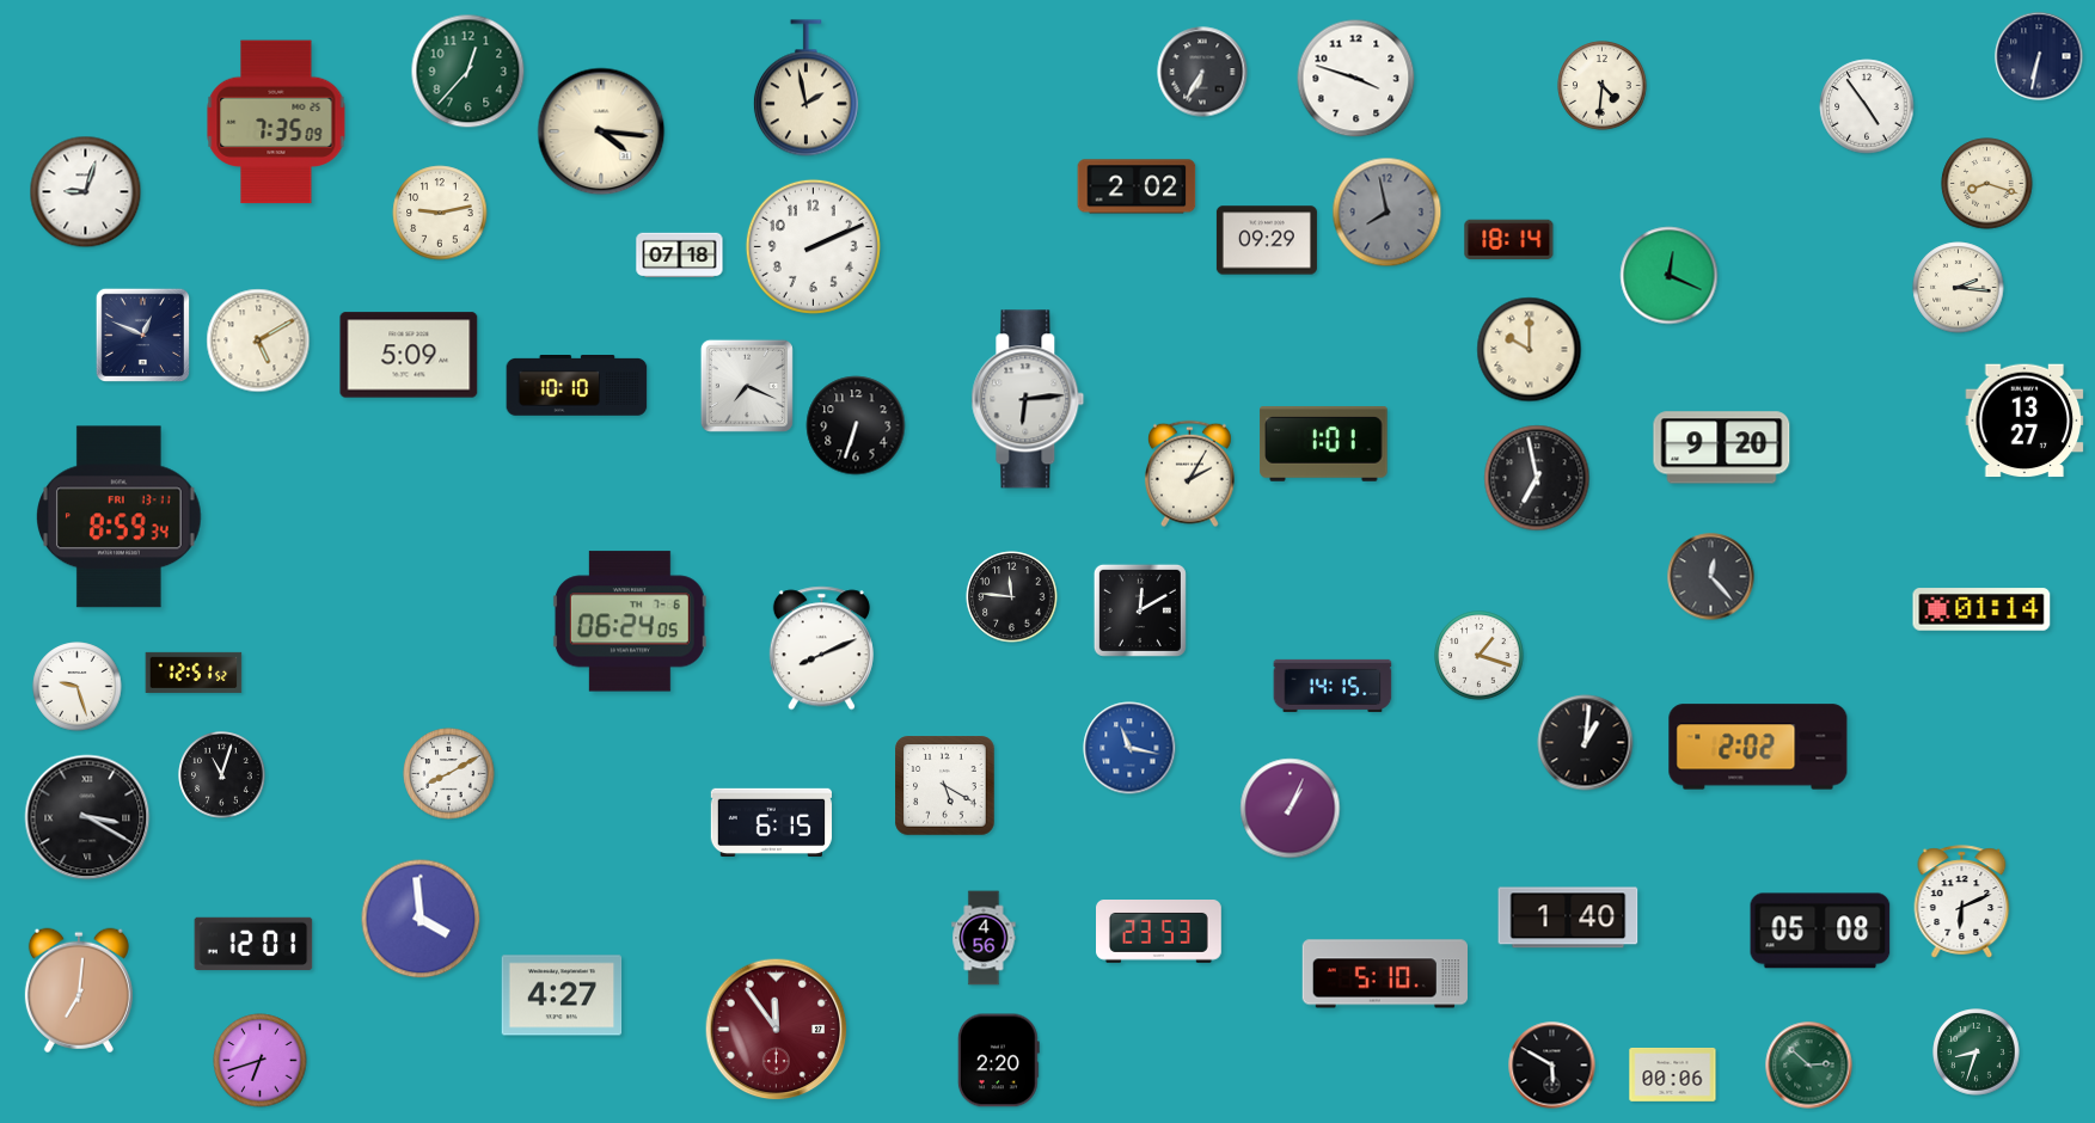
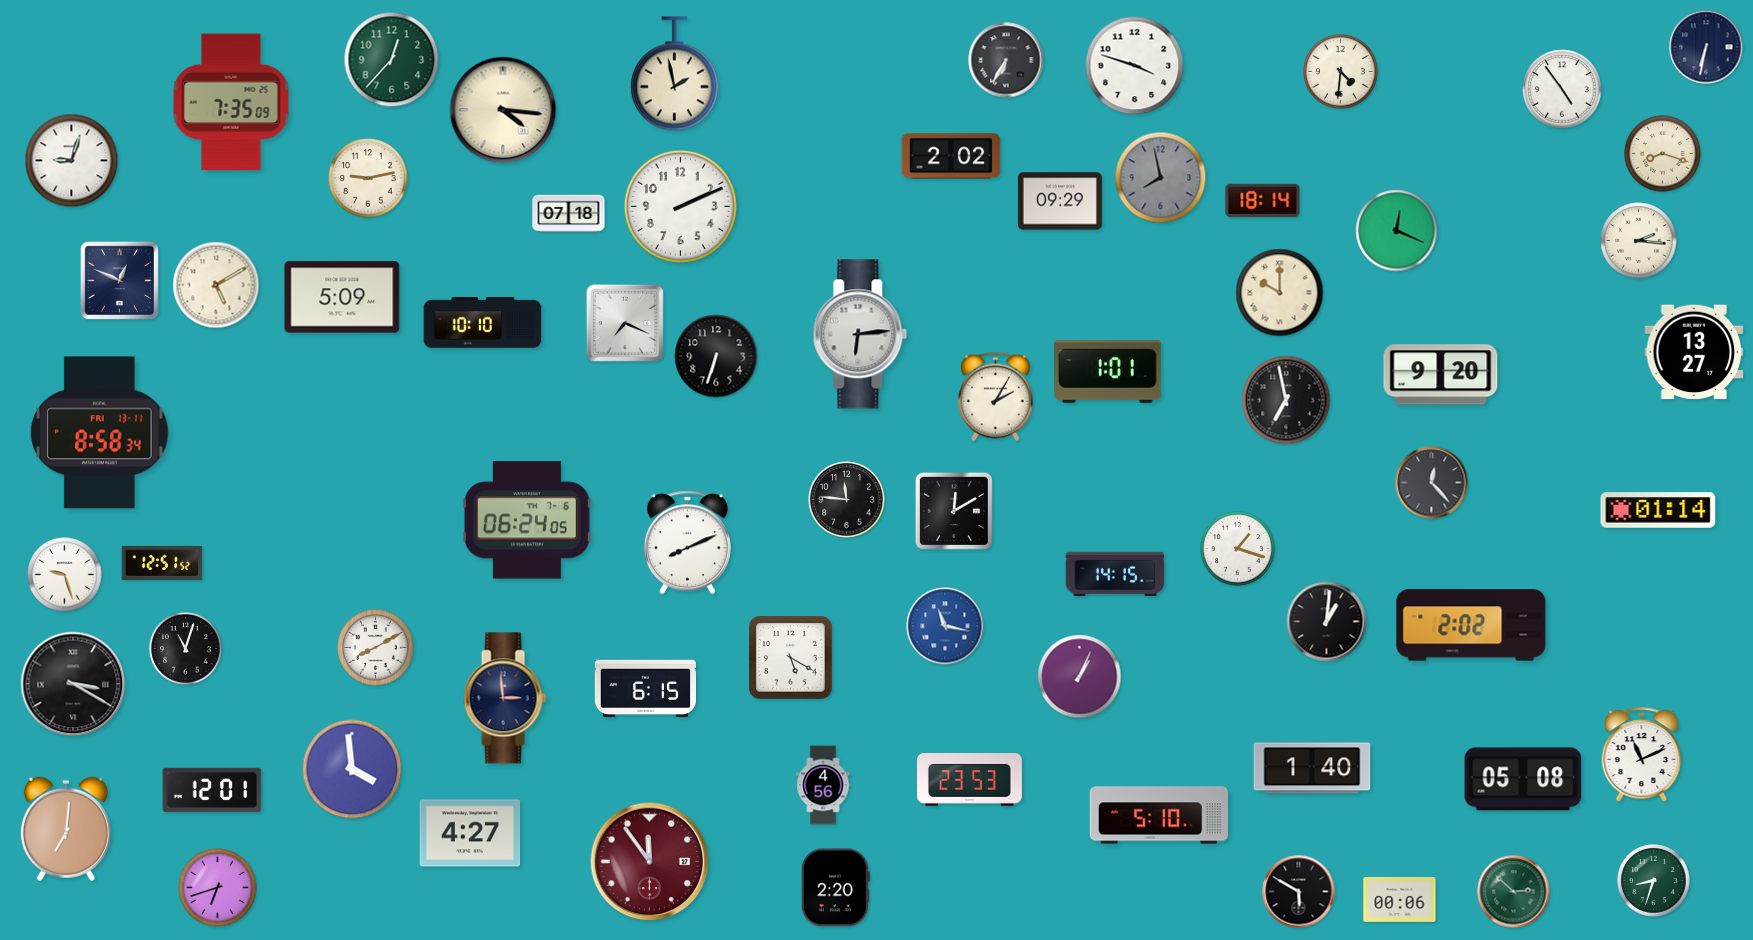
clock at (120, 517): 8:59 -> 8:58
clock at (505, 698): none -> 2:59
clock at (1962, 902): 6:11 -> 11:11
